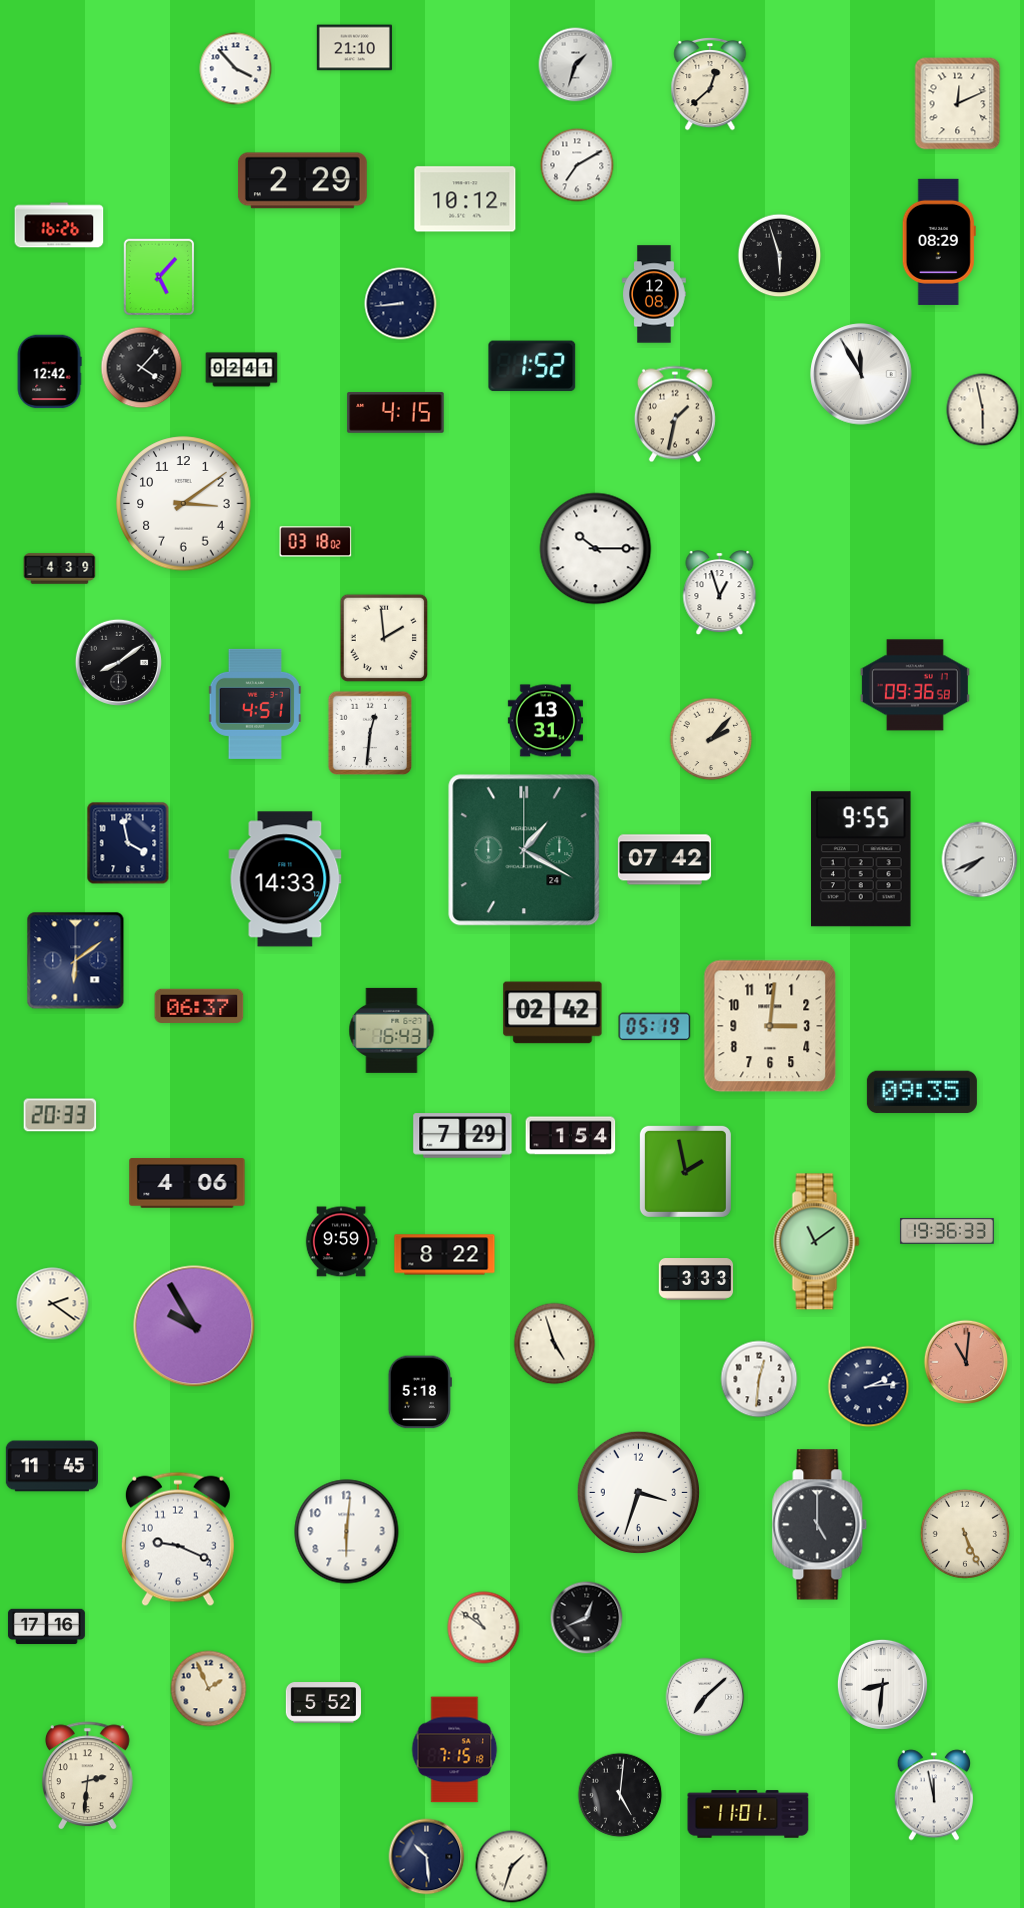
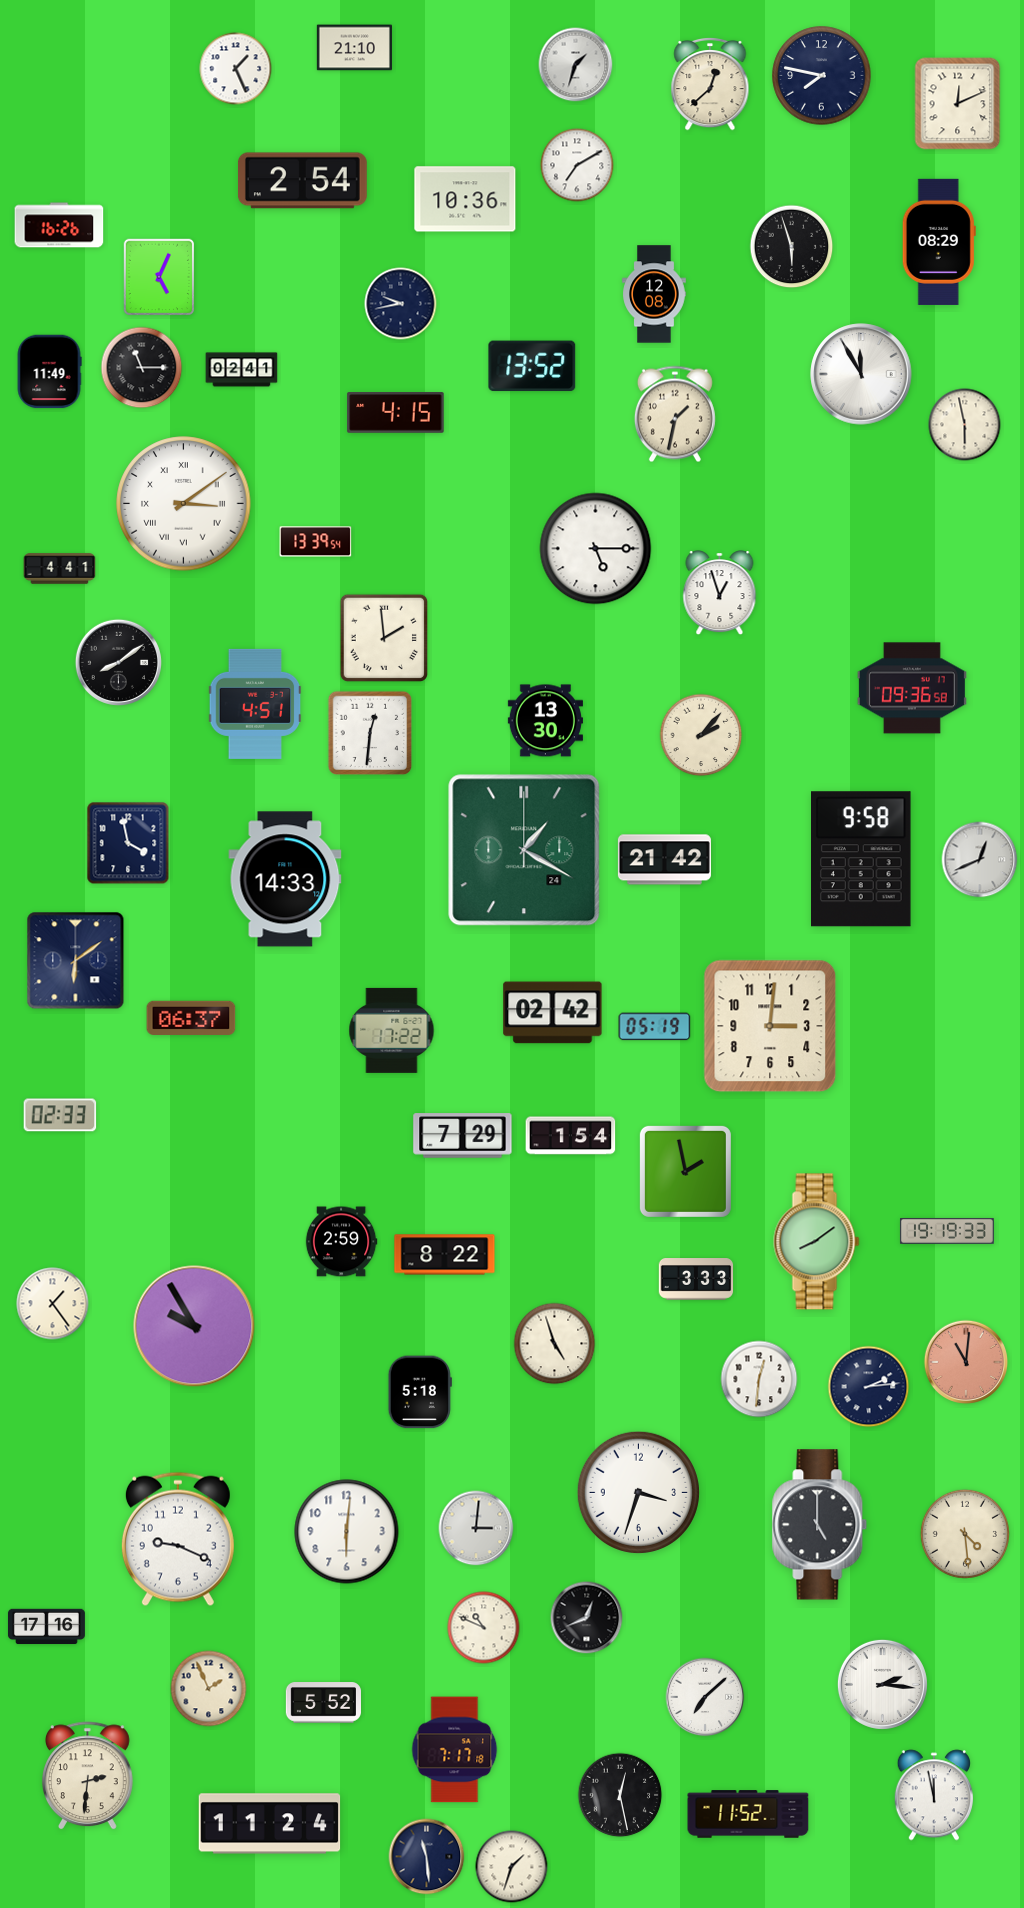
clock at (236, 69): 3:53 -> 1:26
clock at (822, 76): none -> 7:47
clock at (302, 181): 2:29 -> 2:54
clock at (465, 199): 10:12 -> 10:36
clock at (780, 256) position: (780, 256) -> (792, 247)
clock at (159, 277): 5:07 -> 5:04
clock at (401, 304): 8:44 -> 9:43
clock at (532, 366): 1:52 -> 13:52
clock at (142, 368): 4:07 -> 11:15
clock at (49, 372): 12:42 -> 11:49
clock at (983, 410) position: (983, 410) -> (965, 425)
clock at (184, 504) numerals: Arabic -> Roman
clock at (316, 542): 03:18 -> 13:39
clock at (596, 549): 10:15 -> 5:15
clock at (60, 569): 4:39 -> 4:41
clock at (915, 685) position: (915, 685) -> (912, 688)
clock at (545, 721): 13:31 -> 13:30
clock at (711, 739) position: (711, 739) -> (701, 735)
clock at (862, 859): 9:55 -> 9:58
clock at (664, 860): 07:42 -> 21:42
clock at (980, 860): 7:41 -> 12:41
clock at (199, 1006) position: (199, 1006) -> (191, 1018)
clock at (392, 1030): 16:43 -> 17:22
clock at (922, 1092): 09:35 -> none
clock at (60, 1115): 20:33 -> 02:33
clock at (187, 1183): 4:06 -> none
clock at (947, 1231): 19:36 -> 19:19
clock at (341, 1242): 9:59 -> 2:59
clock at (817, 1242): 11:09 -> 8:09
clock at (53, 1304): 2:21 -> 1:24
clock at (52, 1466): 11:45 -> none
clock at (476, 1528): none -> 3:01
clock at (965, 1534): 5:26 -> 4:29
clock at (484, 1628): 10:51 -> 10:49
clock at (882, 1684): 8:31 -> 2:16
clock at (455, 1750): 7:15 -> 7:17
clock at (620, 1795): 5:01 -> 12:28
clock at (748, 1814): 11:01 -> 11:52
clock at (270, 1824): none -> 11:24
clock at (427, 1857): 10:29 -> 11:29
